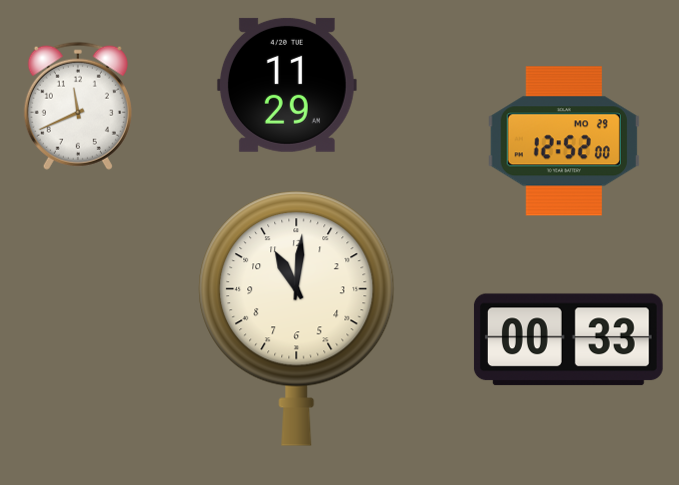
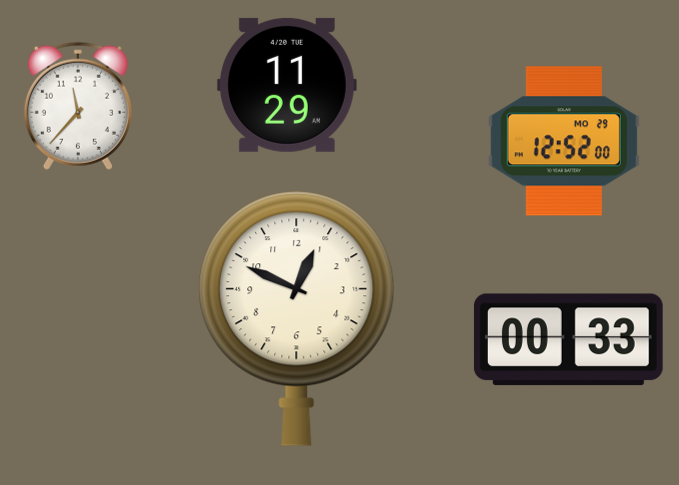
clock at (78, 106): 11:41 -> 11:37
clock at (297, 318): 11:01 -> 12:49
